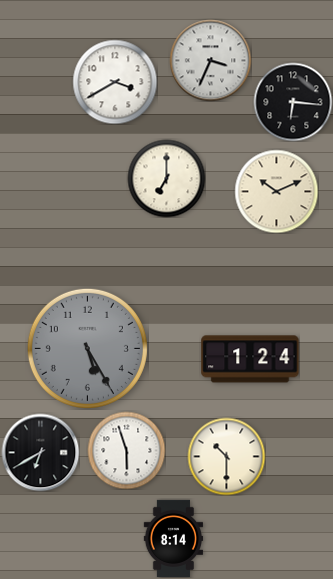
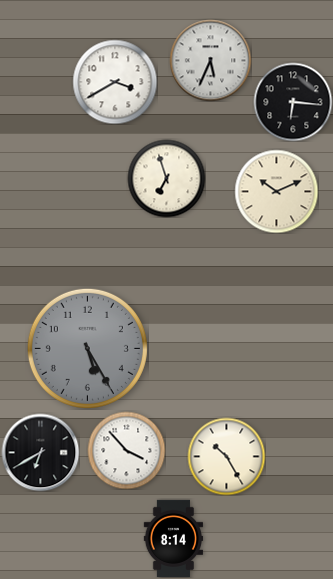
clock at (210, 60): 3:34 -> 5:34
clock at (166, 178): 7:00 -> 6:57
clock at (250, 359): 1:24 -> none
clock at (126, 450): 5:57 -> 3:53
clock at (226, 456): 10:30 -> 10:25
